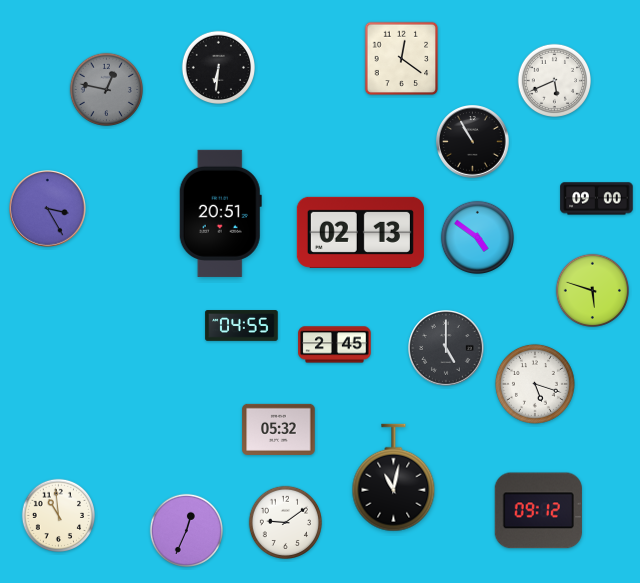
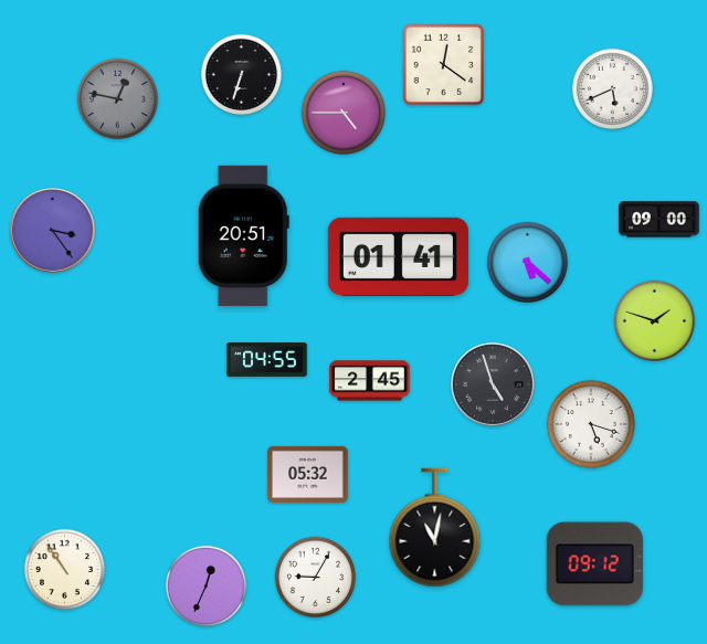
clock at (218, 67): 6:31 -> 6:33
clock at (344, 113): none -> 4:45
clock at (473, 142): 10:55 -> none
clock at (48, 209): 3:25 -> 3:24
clock at (360, 232): 02:13 -> 01:41
clock at (477, 237): 4:51 -> 5:22
clock at (592, 290): 5:48 -> 1:48
clock at (446, 348): 5:00 -> 4:57
clock at (58, 515): 10:59 -> 10:54
clock at (285, 522): 9:09 -> 9:05
